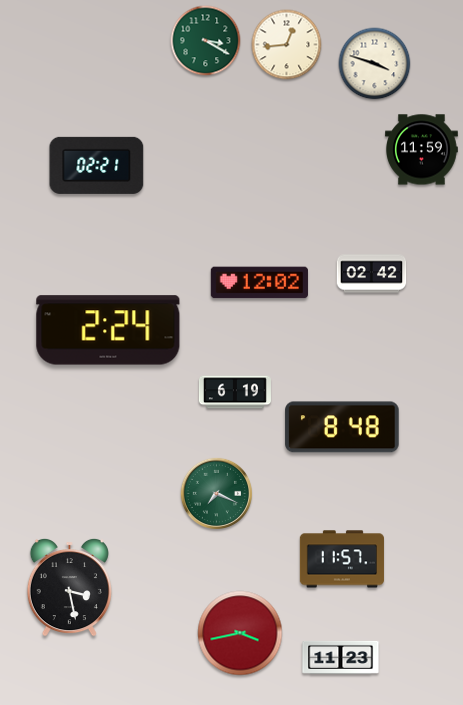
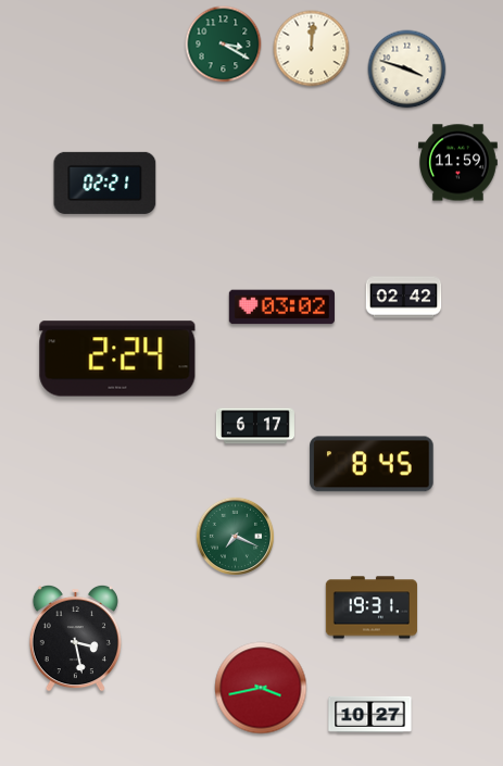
clock at (287, 45): 12:44 -> 12:01
clock at (97, 165) position: (97, 165) -> (105, 183)
clock at (259, 283): 12:02 -> 03:02
clock at (235, 392): 6:19 -> 6:17
clock at (342, 427): 8:48 -> 8:45
clock at (342, 559): 11:57 -> 19:31
clock at (341, 657): 11:23 -> 10:27
